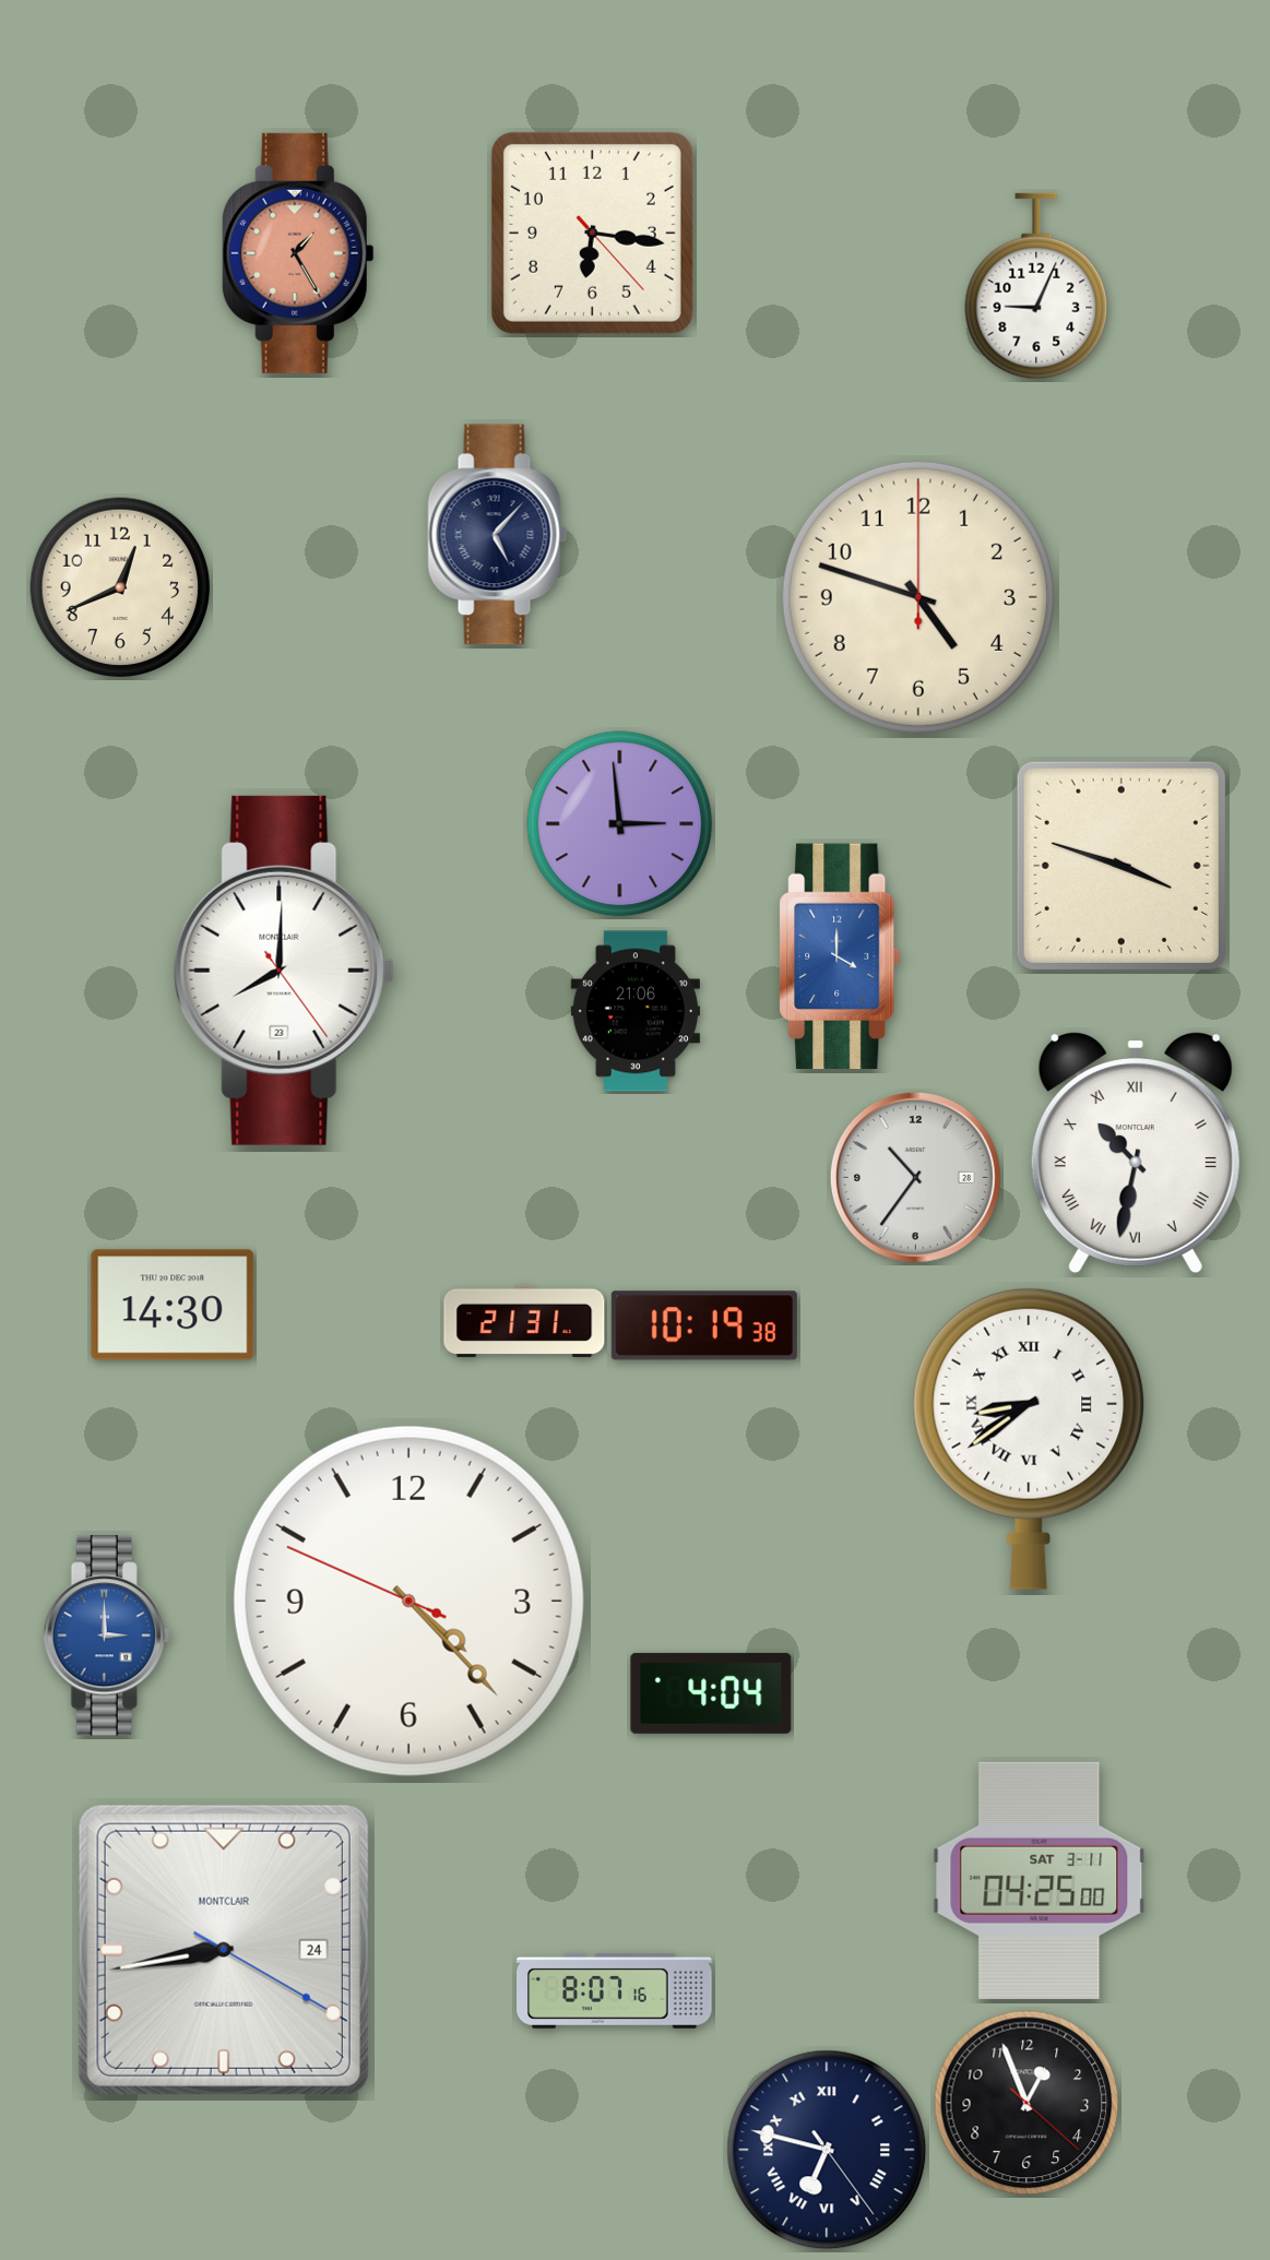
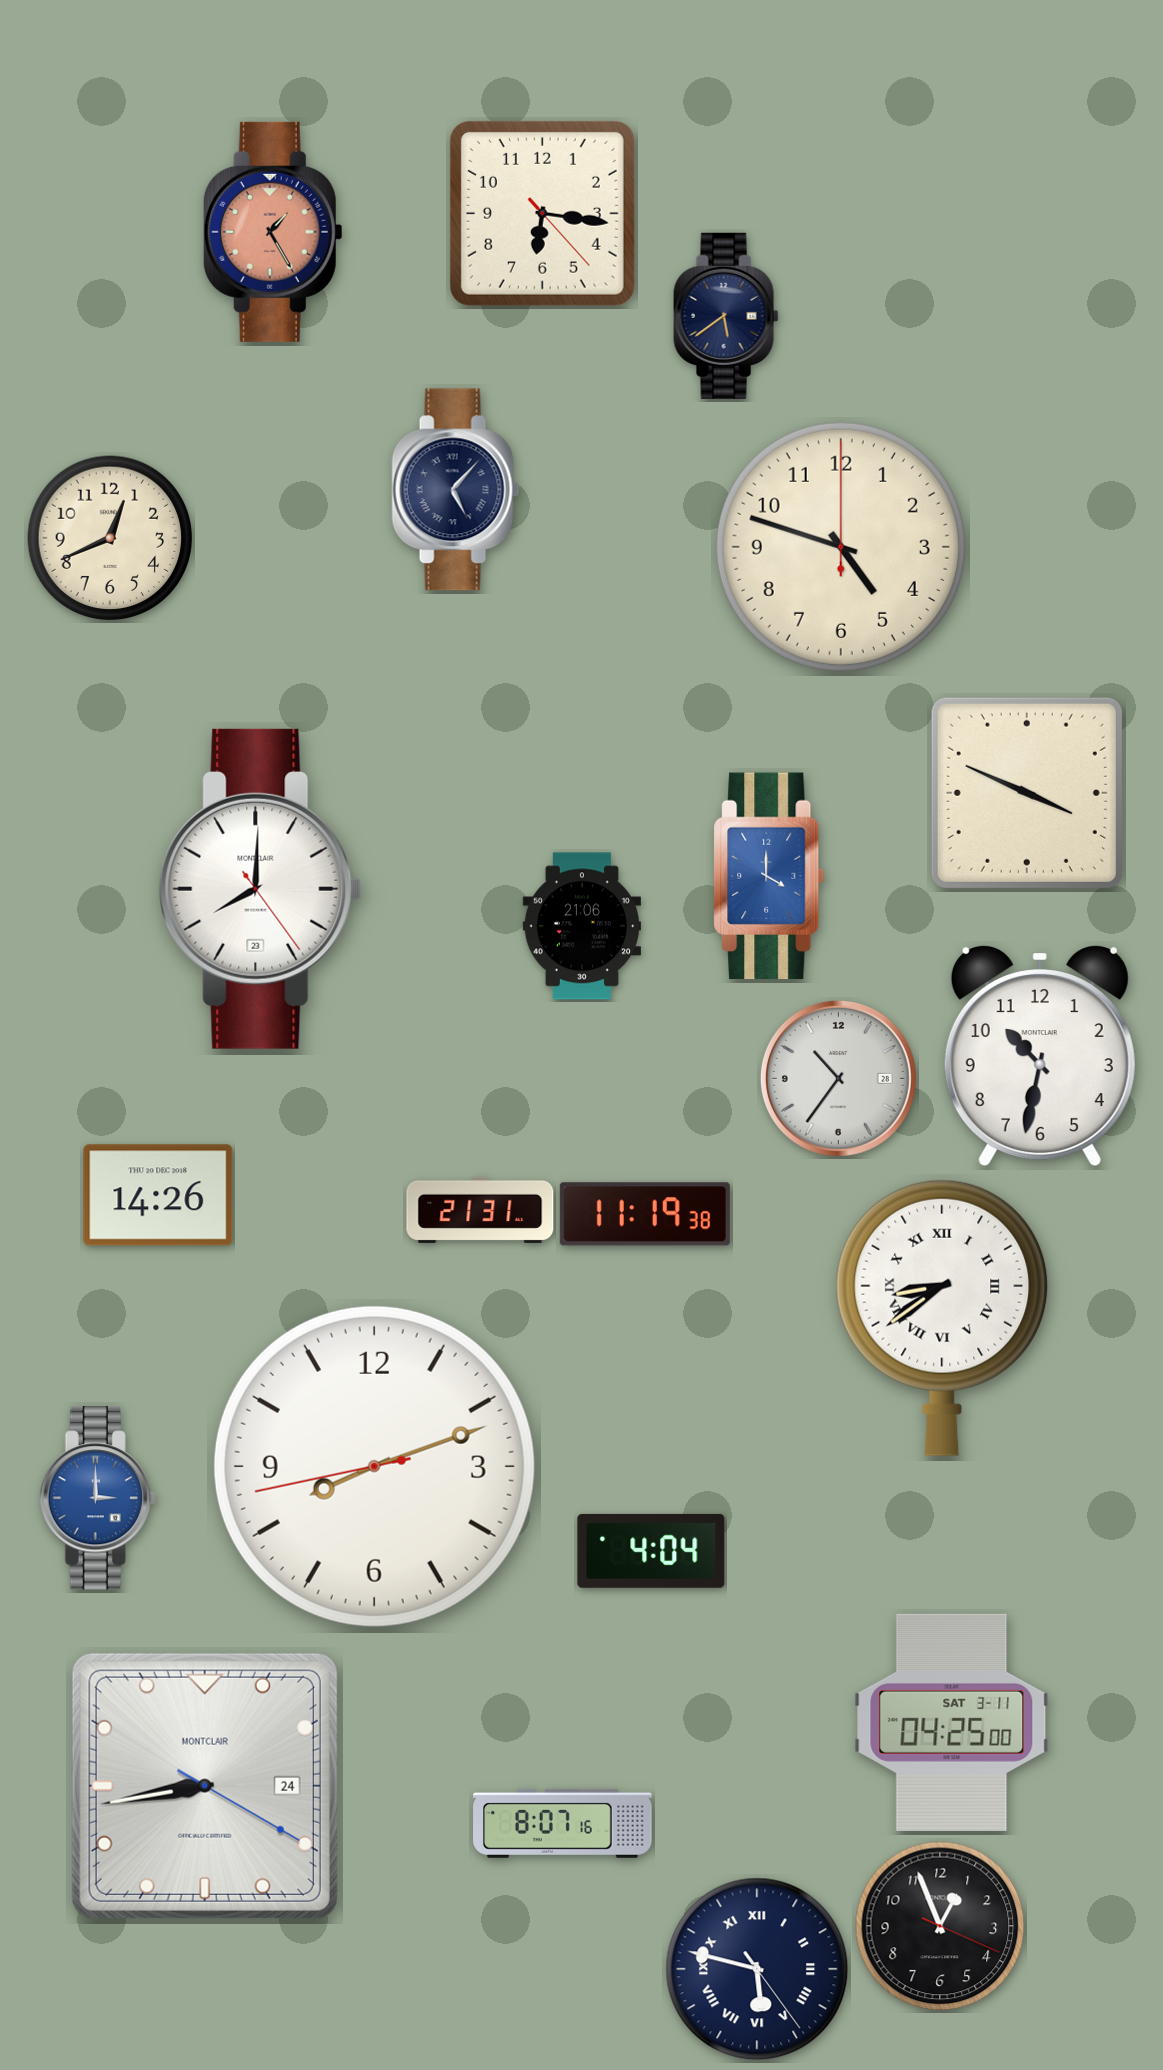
clock at (1036, 286): 9:04 -> none
clock at (726, 316): none -> 5:39
clock at (620, 824): 2:59 -> none
clock at (1121, 866): 3:48 -> 3:49
clock at (1136, 1153) numerals: Roman -> Arabic
clock at (173, 1305): 14:30 -> 14:26
clock at (704, 1325): 10:19 -> 11:19
clock at (408, 1601): 4:22 -> 8:11
clock at (1026, 2103): 12:56:22 -> 12:56:19
clock at (827, 2150): 6:47 -> 5:47
